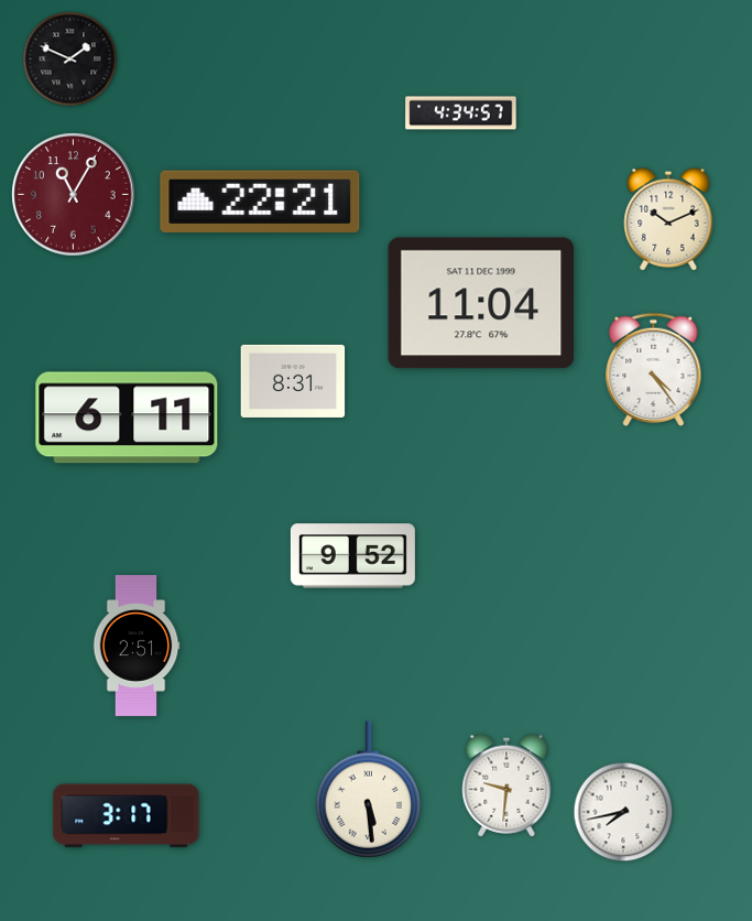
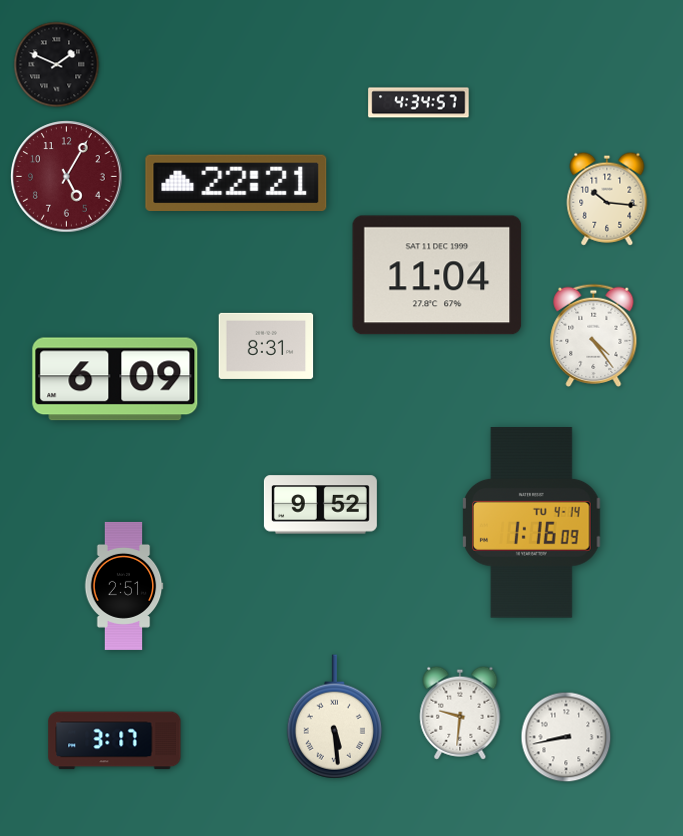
clock at (70, 59) position: (70, 59) -> (57, 65)
clock at (74, 195): 11:05 -> 5:05
clock at (668, 219): 10:11 -> 10:16
clock at (127, 418): 6:11 -> 6:09
clock at (532, 523): none -> 1:16
clock at (623, 812): 7:43 -> 8:43
